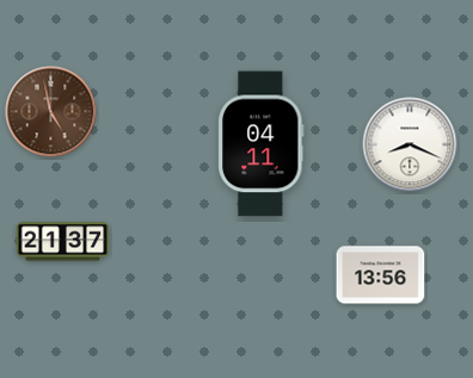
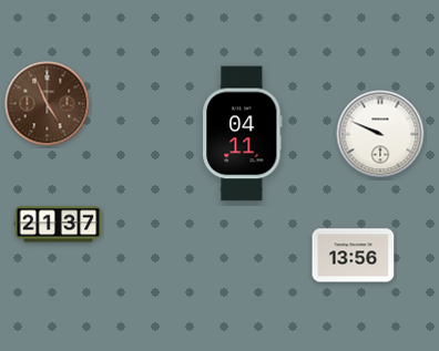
clock at (51, 112): 4:58 -> 4:56
clock at (410, 144): 8:19 -> 9:49
